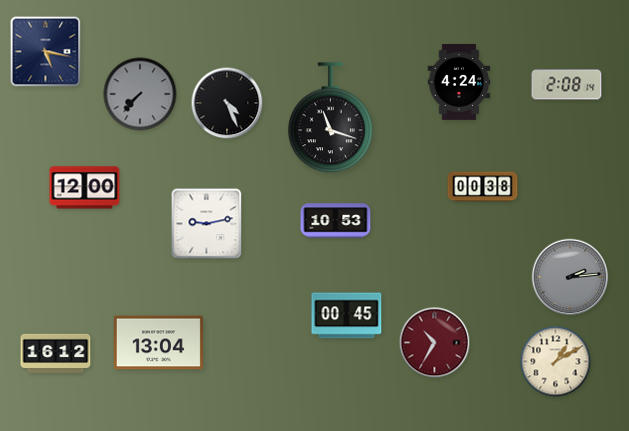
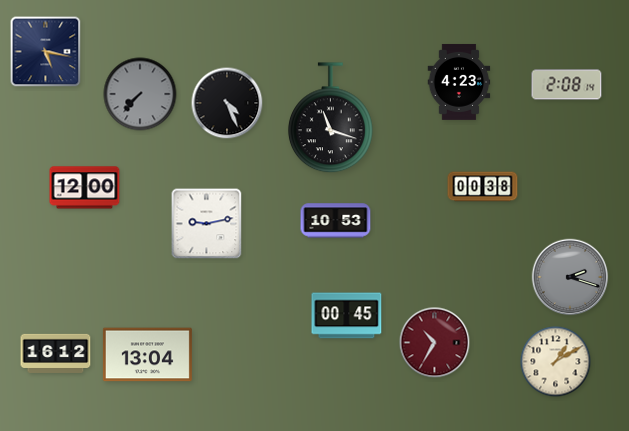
clock at (459, 82): 4:24 -> 4:23
clock at (570, 277): 2:14 -> 2:18
clock at (158, 343) position: (158, 343) -> (147, 355)
